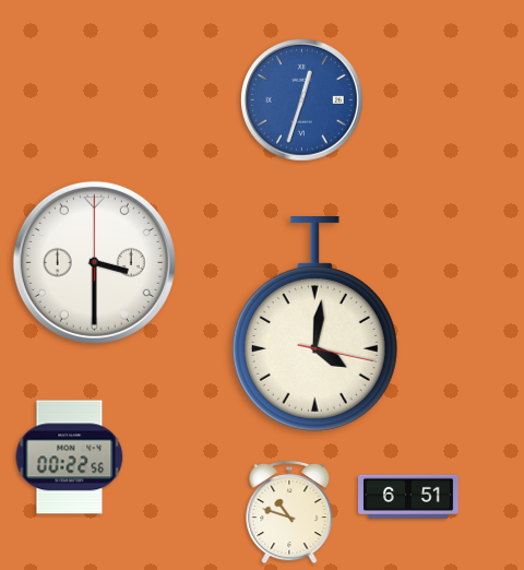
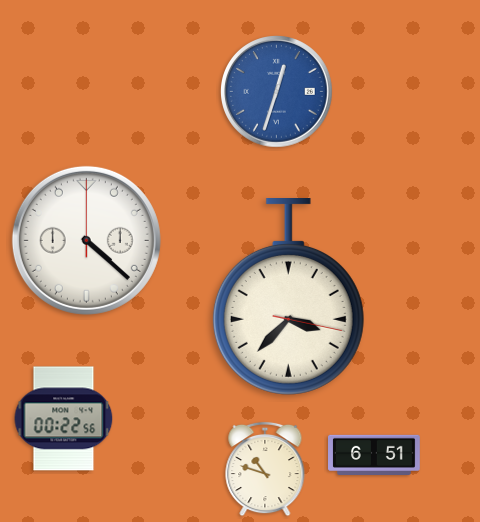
clock at (94, 262): 3:30 -> 4:22
clock at (314, 324): 4:01 -> 3:37
